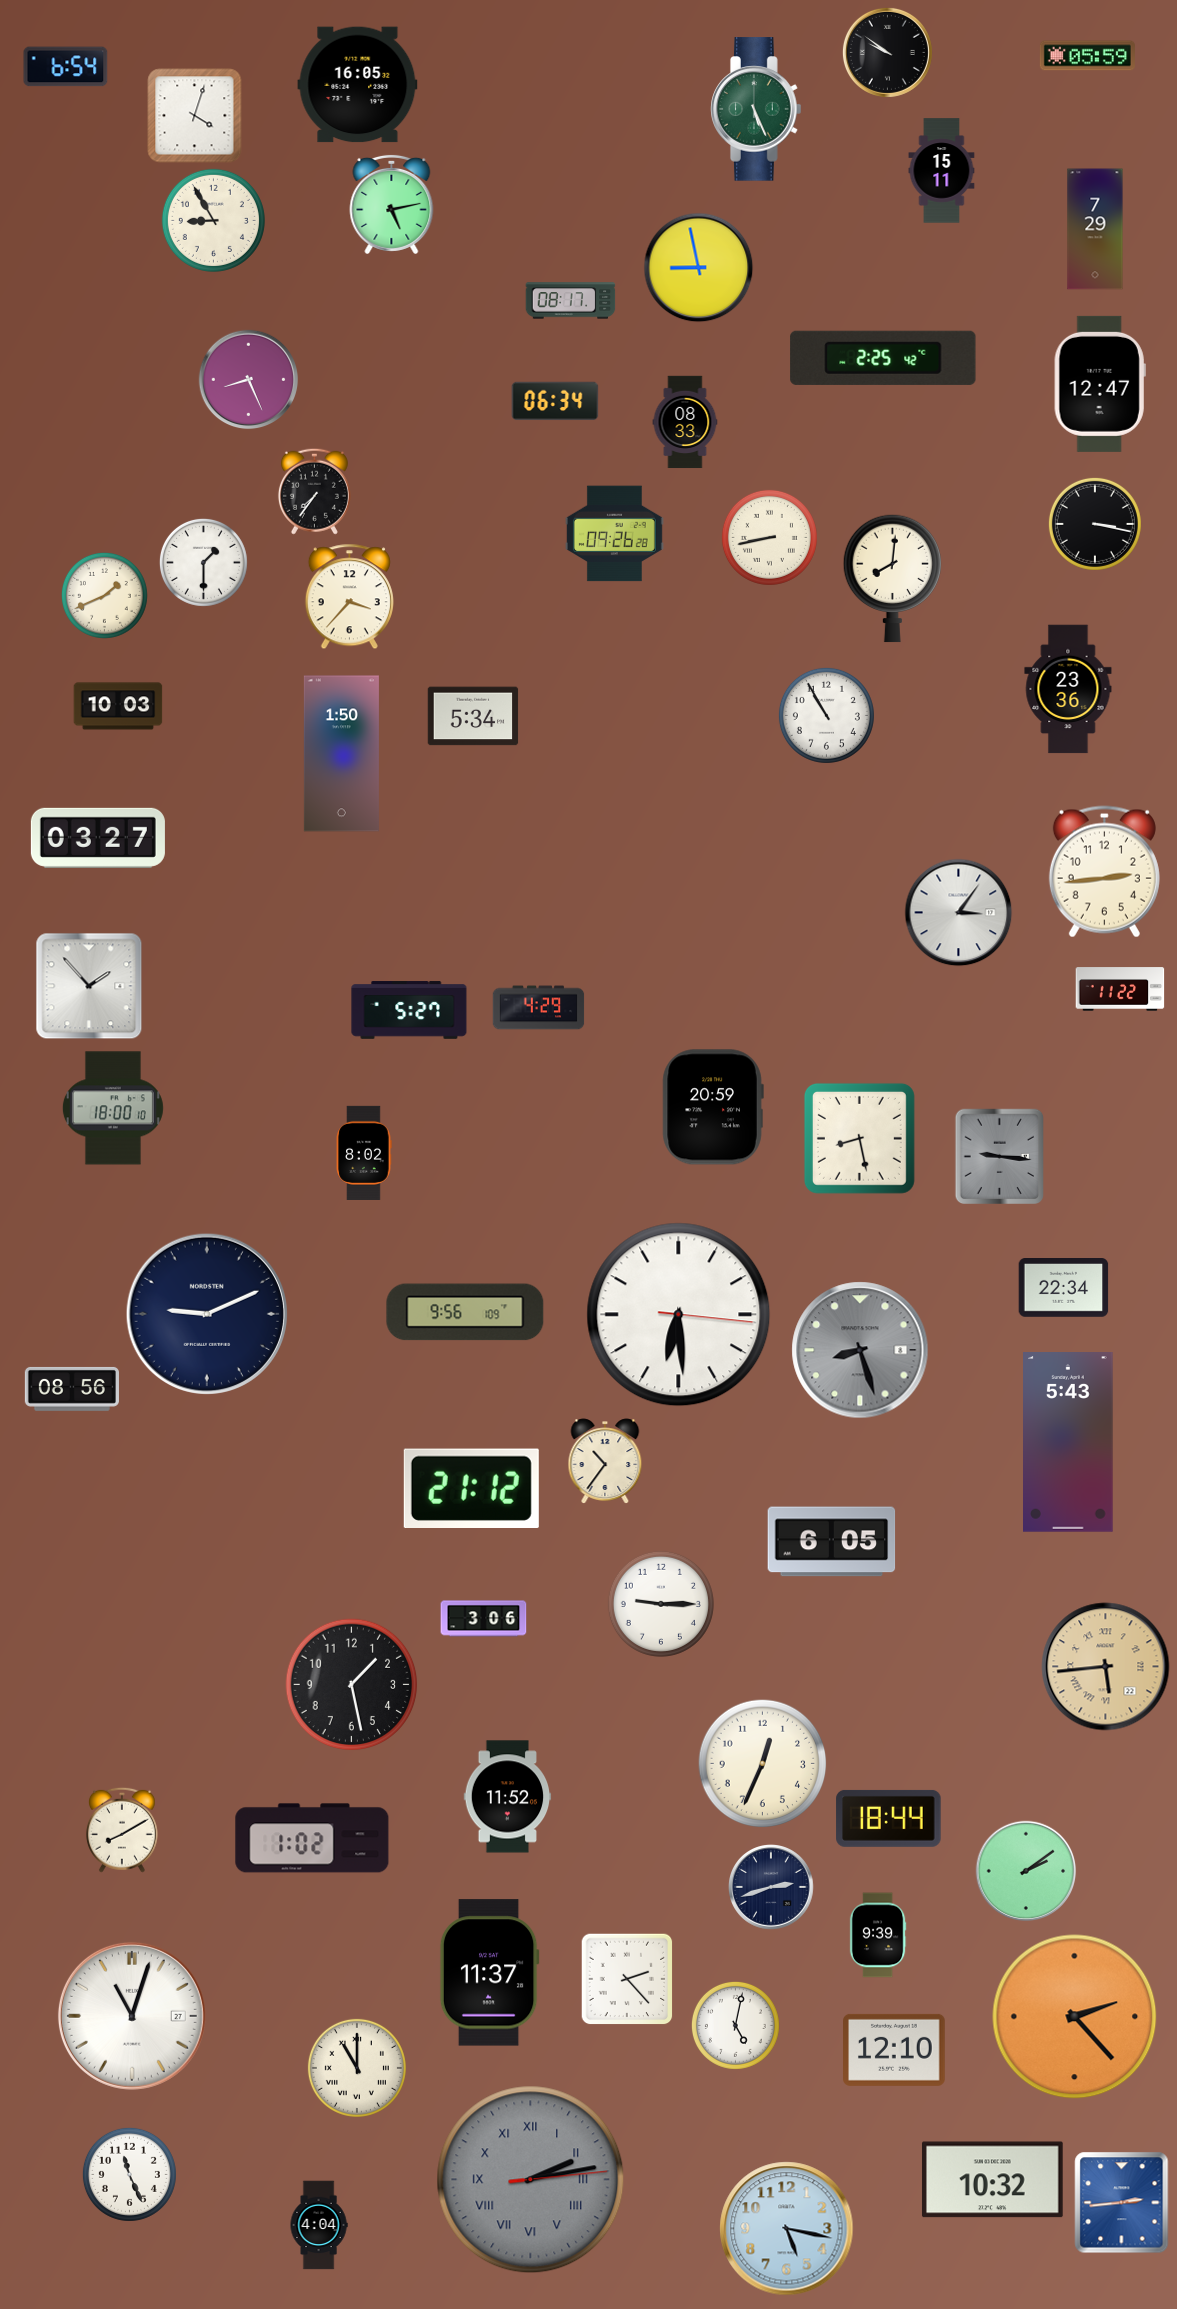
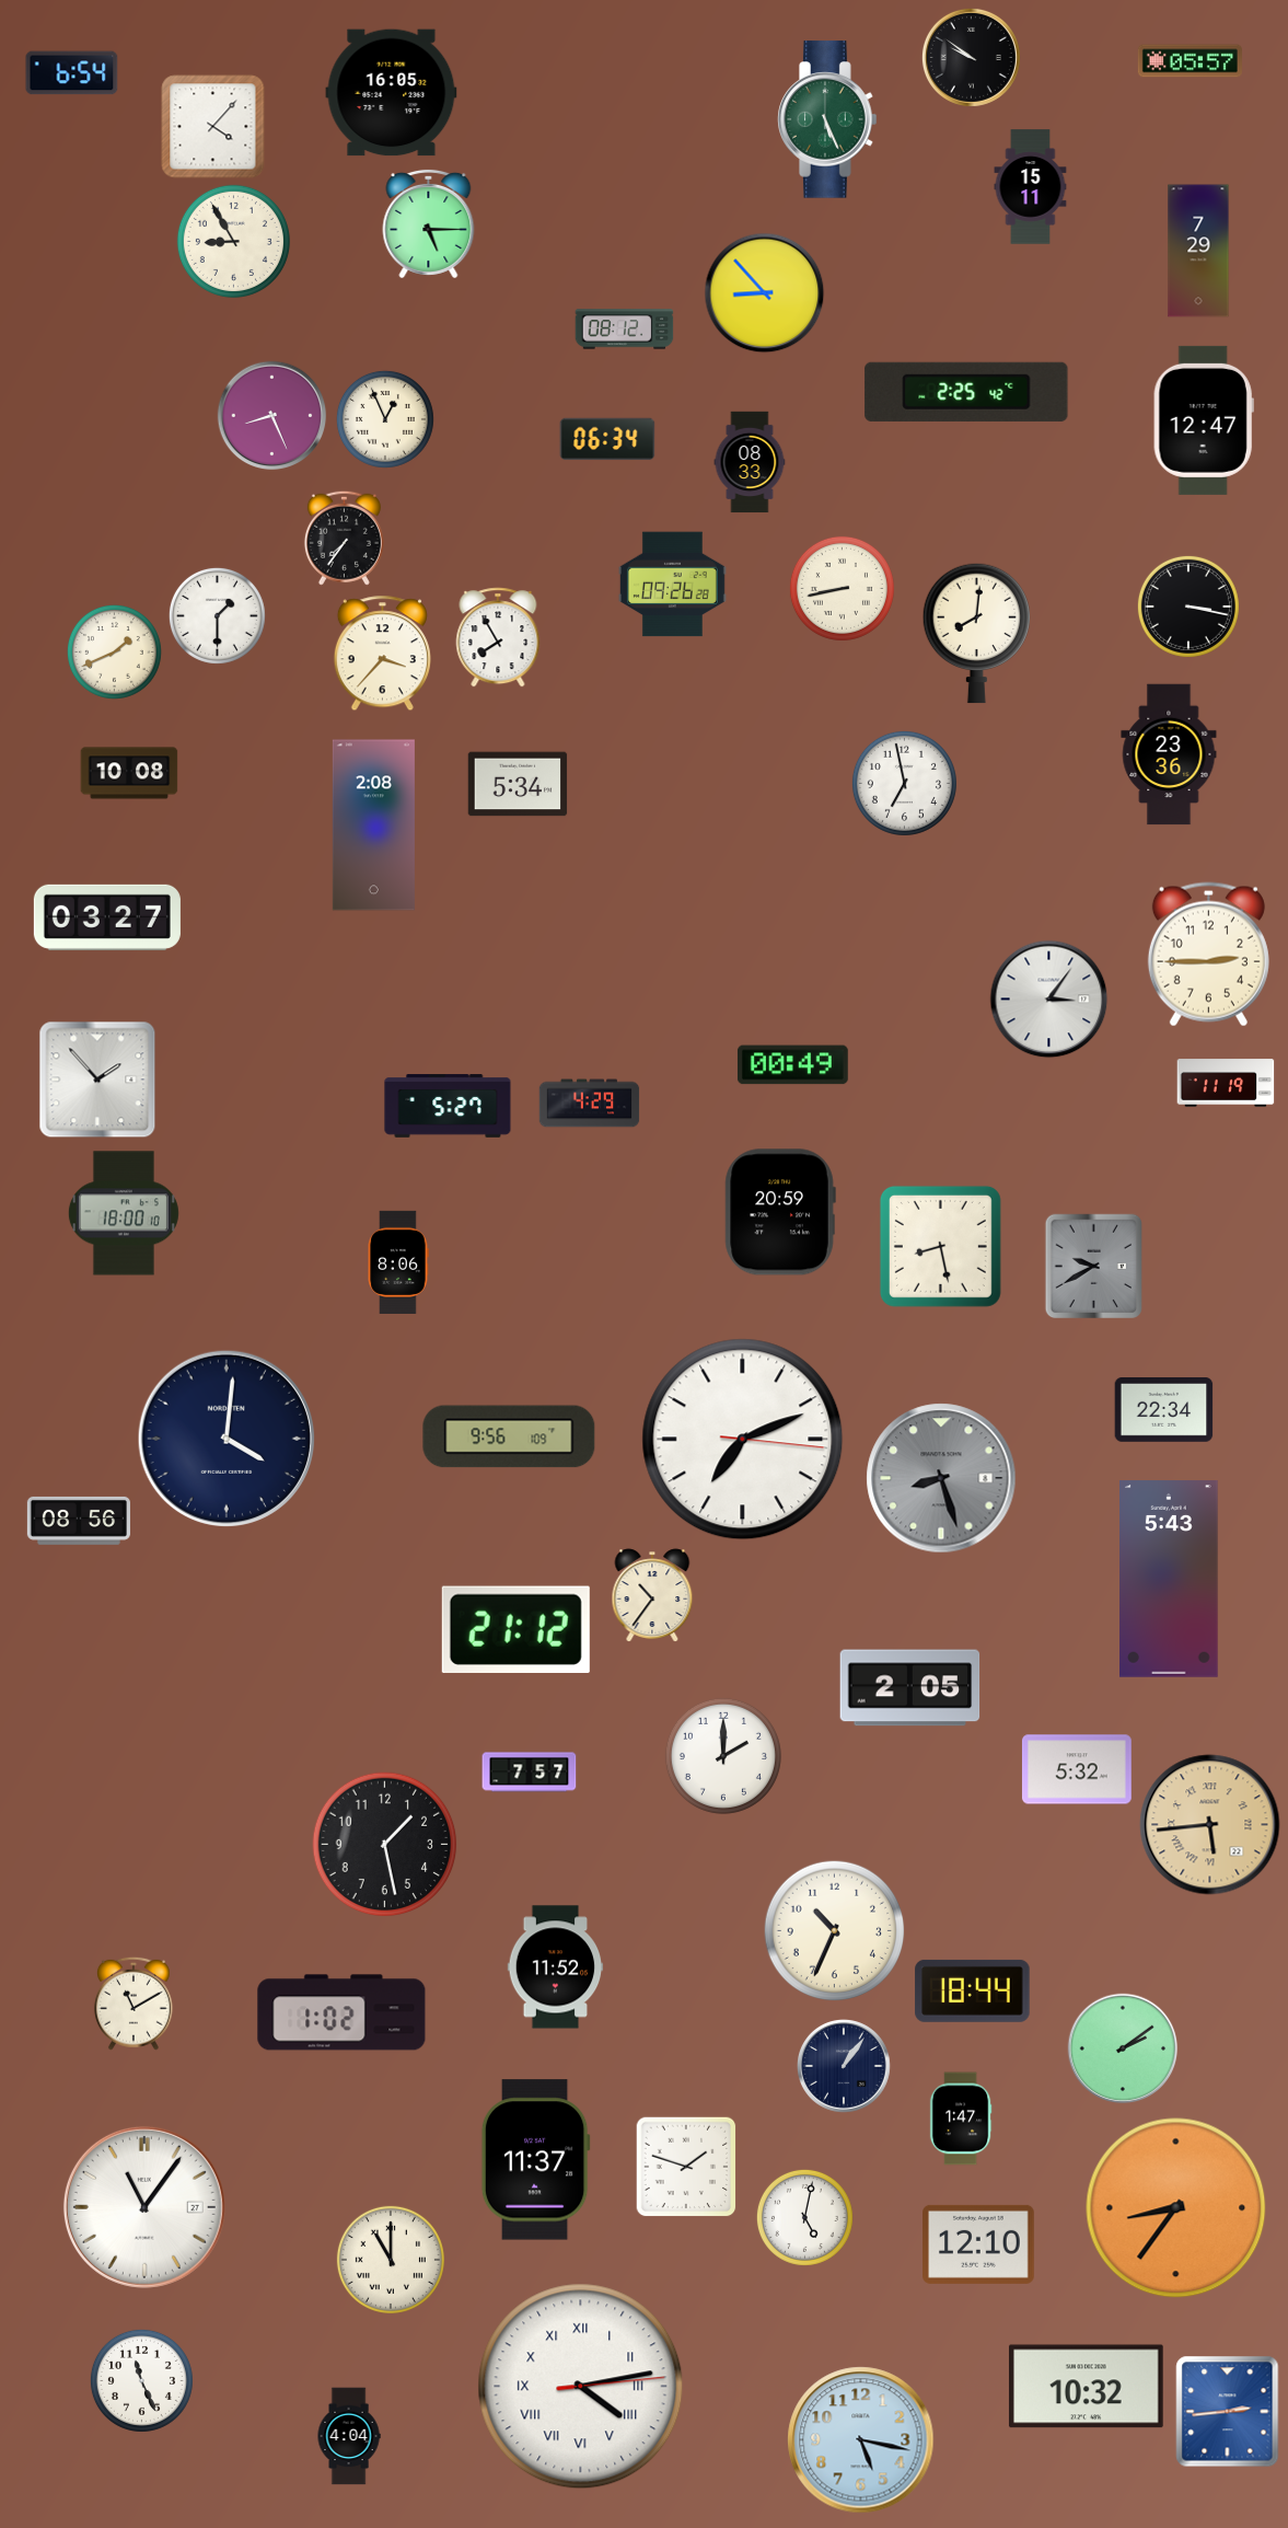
clock at (1087, 56): 05:59 -> 05:57
clock at (195, 116): 4:03 -> 4:07
clock at (392, 204): 5:13 -> 5:15
clock at (699, 268): 8:58 -> 8:53
clock at (571, 301): 08:17 -> 08:12
clock at (385, 419): none -> 12:56
clock at (1095, 524) position: (1095, 524) -> (1188, 607)
clock at (203, 562) position: (203, 562) -> (217, 615)
clock at (498, 637): none -> 7:55
clock at (118, 706): 10:03 -> 10:08
clock at (826, 715): 10:55 -> 6:58
clock at (341, 754): 1:50 -> 2:08
clock at (1104, 872): 2:44 -> 2:45
clock at (792, 1065): none -> 00:49
clock at (1120, 989): 11:22 -> 11:19
clock at (364, 1153): 8:02 -> 8:06
clock at (999, 1156): 9:16 -> 9:40
clock at (207, 1314): 9:11 -> 4:01
clock at (679, 1315): 6:29 -> 7:11
clock at (605, 1461) position: (605, 1461) -> (652, 1595)
clock at (832, 1542): 6:05 -> 2:05
clock at (661, 1604): 9:15 -> 2:00
clock at (1077, 1769): none -> 5:32
clock at (484, 1619): 3:06 -> 7:57
clock at (763, 1764): 12:34 -> 10:34
clock at (122, 1830): 8:10 -> 11:10
clock at (772, 1888): 2:42 -> 1:06
clock at (878, 1935): 9:39 -> 1:47
clock at (627, 1979): 2:23 -> 1:48
clock at (132, 2016): 11:03 -> 11:06
clock at (1075, 2017): 2:23 -> 8:36
clock at (357, 2068) position: (357, 2068) -> (391, 2260)
clock at (531, 2180): 2:13 -> 4:13
clock at (531, 2180) dial: grey -> white
